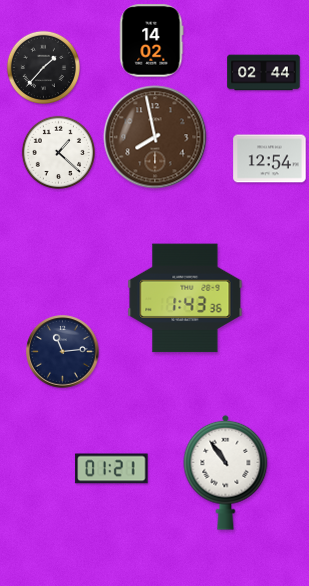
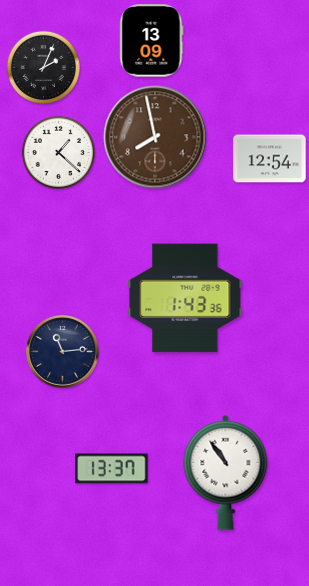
clock at (152, 41): 14:02 -> 13:09
clock at (43, 67): 1:37 -> 2:04
clock at (264, 73): 02:44 -> none
clock at (112, 469): 01:21 -> 13:37
